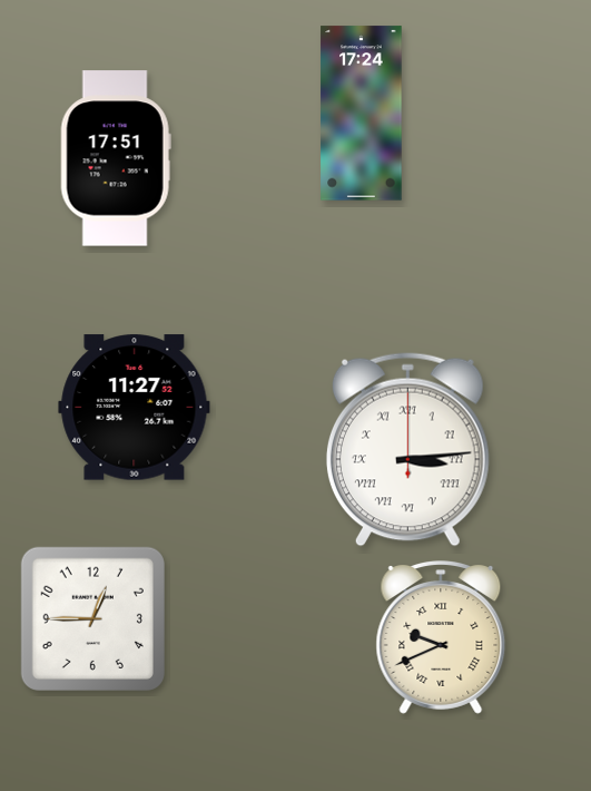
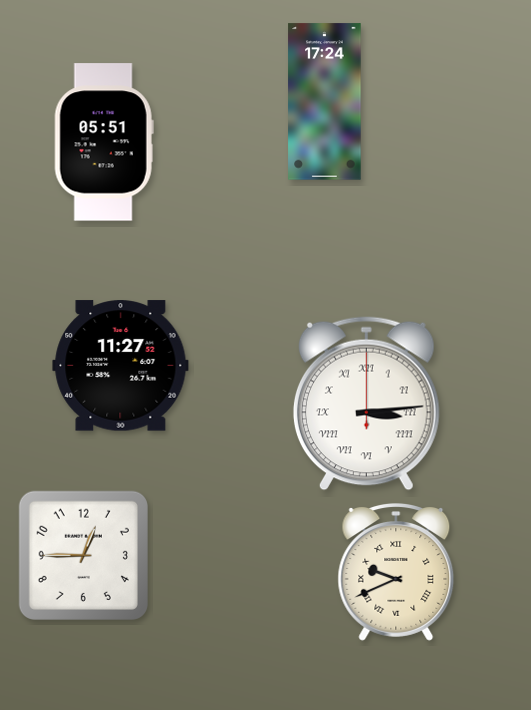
clock at (116, 158): 17:51 -> 05:51
